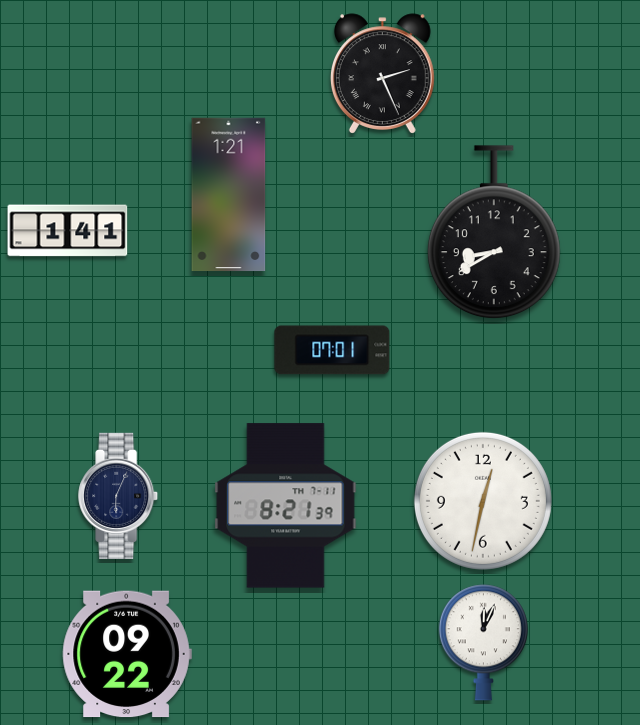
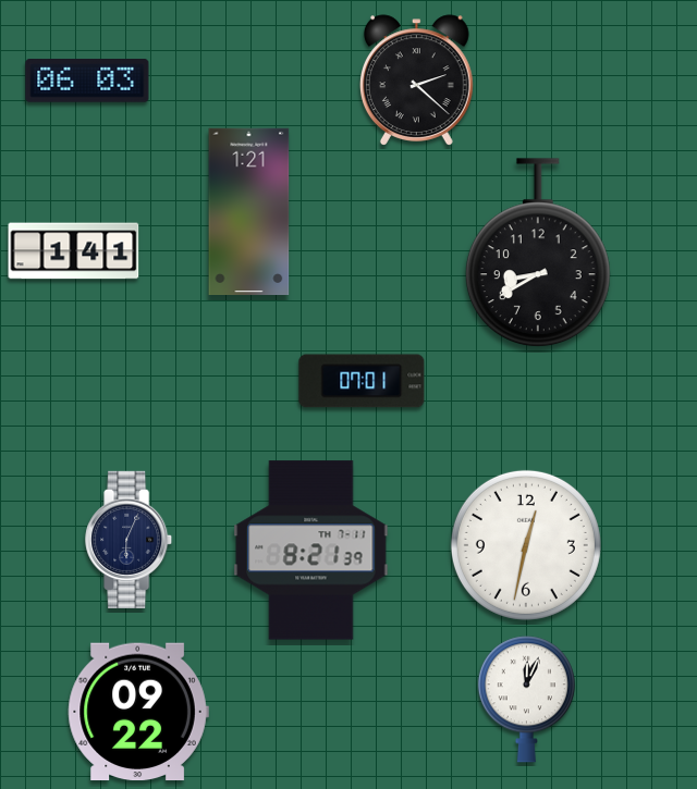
clock at (382, 74): 2:26 -> 2:22
clock at (87, 82): none -> 06:03
